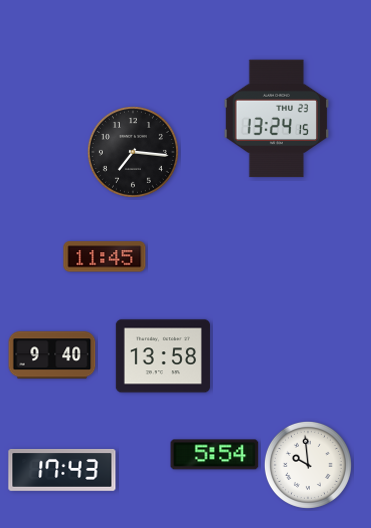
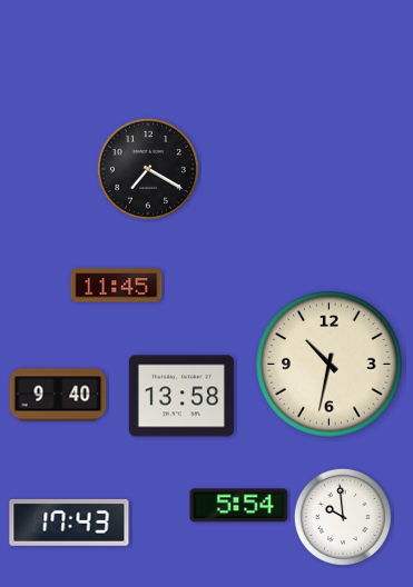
clock at (276, 119): 13:24 -> none
clock at (133, 152): 7:16 -> 7:20
clock at (330, 365): none -> 10:32
